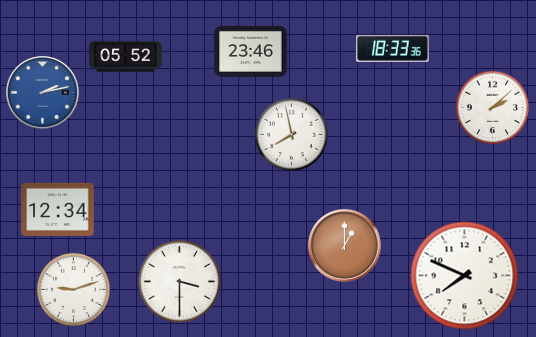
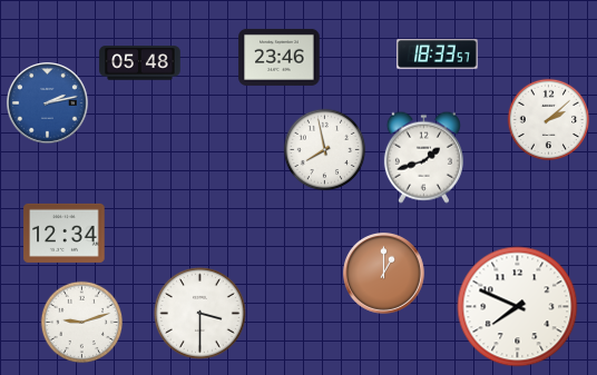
clock at (393, 49): 18:33:36 -> 18:33:57
clock at (126, 57): 05:52 -> 05:48
clock at (423, 157): none -> 1:42
